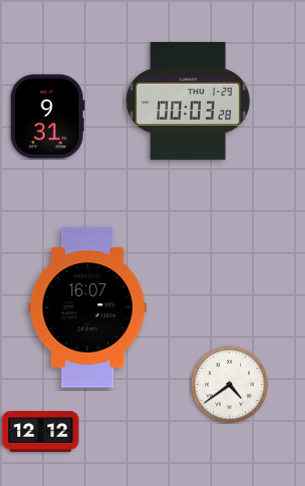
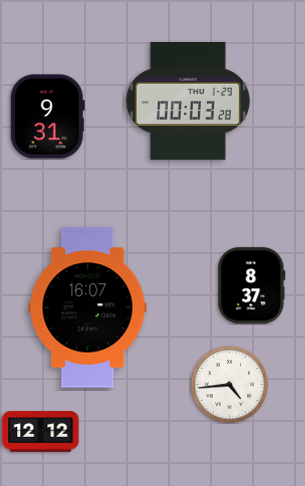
clock at (252, 286): none -> 8:37
clock at (229, 384): 4:39 -> 4:44
